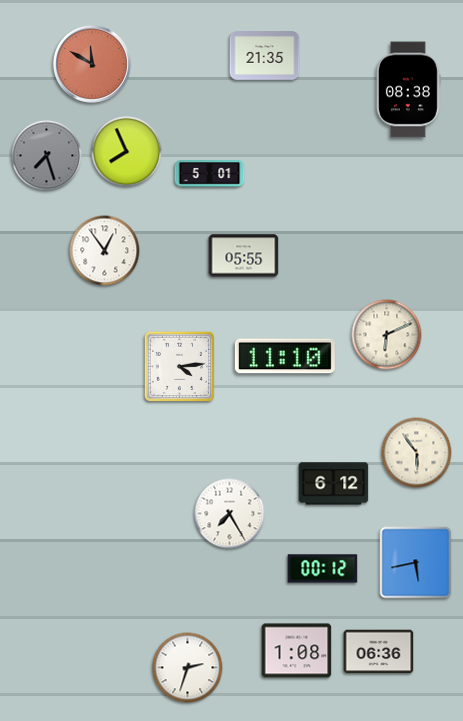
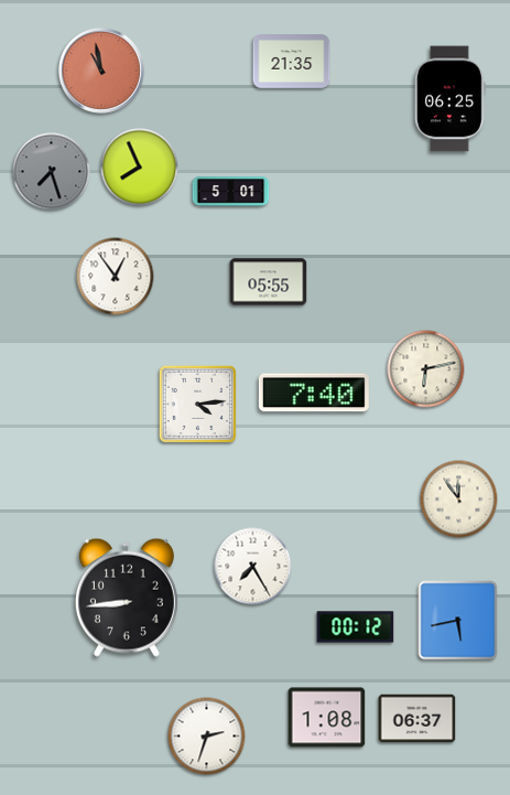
clock at (92, 64): 11:50 -> 10:58
clock at (408, 90): 08:38 -> 06:25
clock at (387, 335): 6:11 -> 6:13
clock at (285, 356): 11:10 -> 7:40
clock at (417, 453): 5:54 -> 11:54
clock at (334, 484): 6:12 -> none
clock at (127, 598): none -> 8:44
clock at (379, 652): 06:36 -> 06:37
